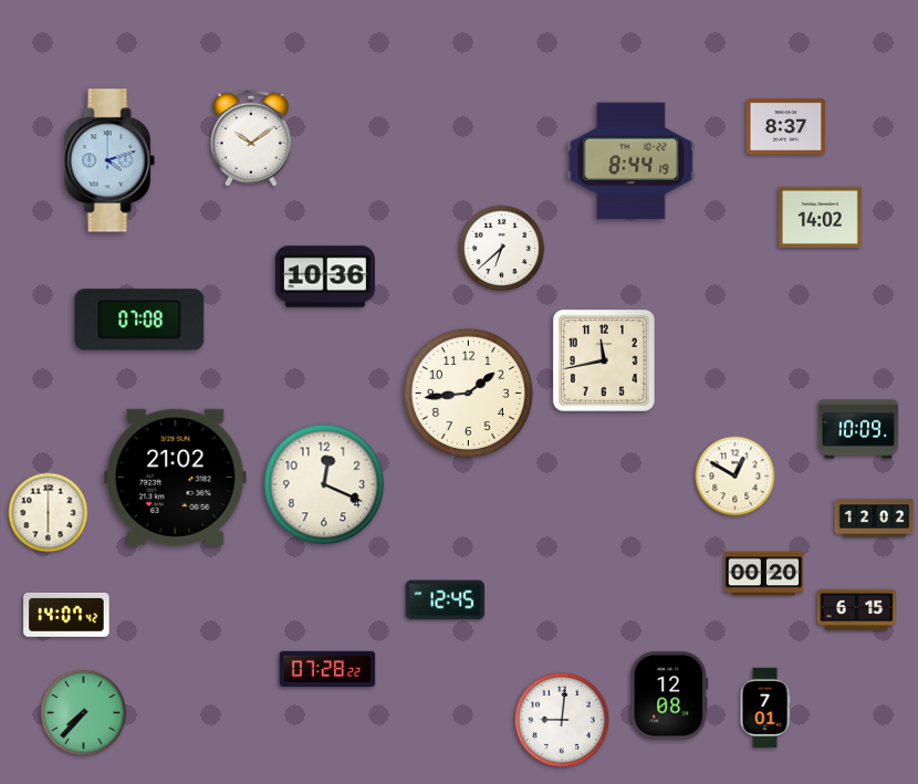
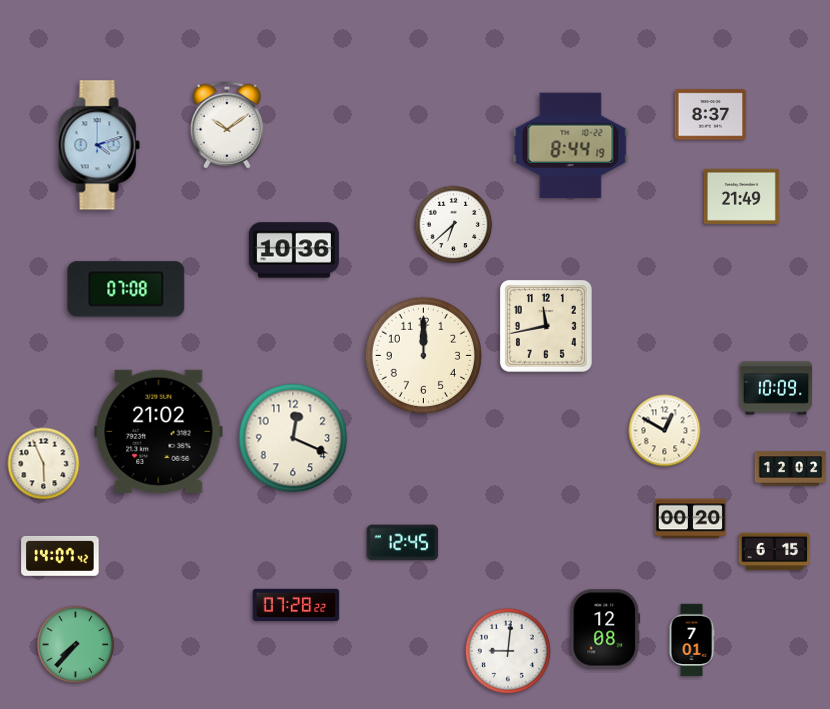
clock at (820, 217): 14:02 -> 21:49
clock at (468, 393): 1:44 -> 12:00
clock at (49, 513): 6:00 -> 5:56
